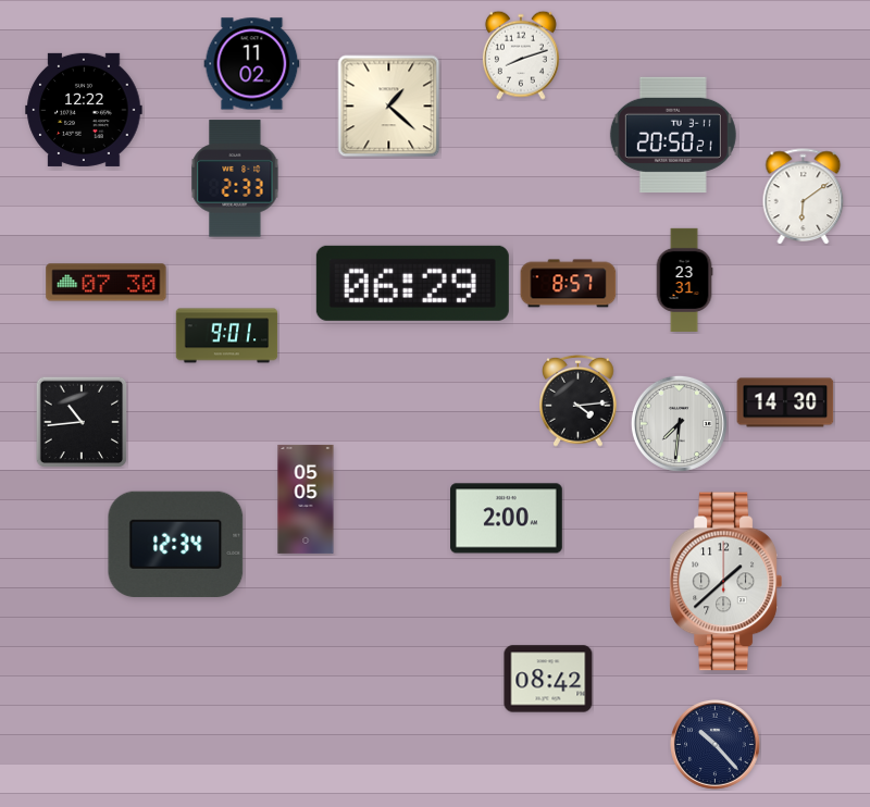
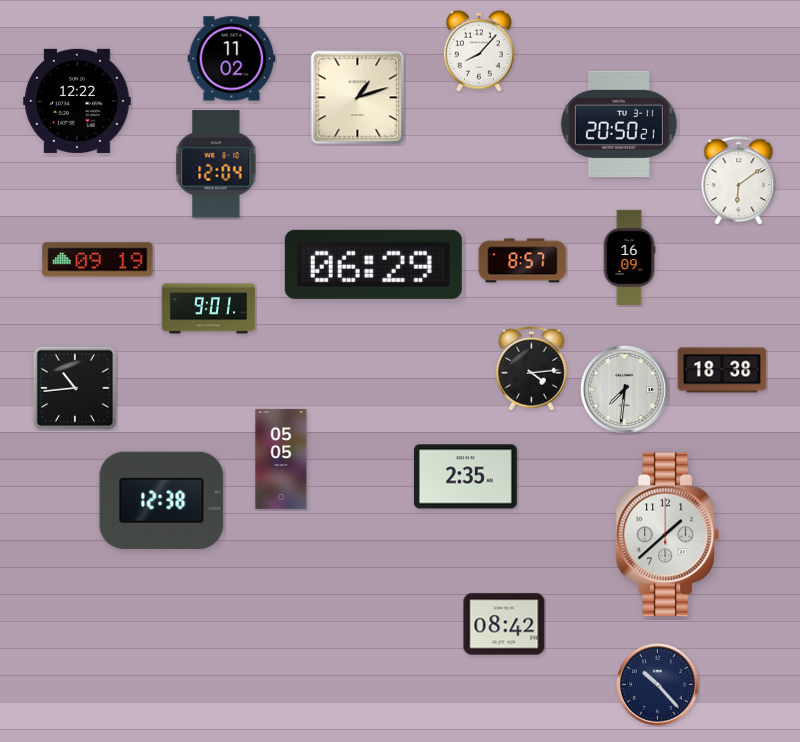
clock at (521, 55): 8:12 -> 8:07
clock at (389, 107): 1:22 -> 1:12
clock at (235, 178): 2:33 -> 12:04
clock at (684, 280): 23:31 -> 16:09
clock at (107, 283): 07:30 -> 09:19
clock at (412, 283) position: (412, 283) -> (373, 264)
clock at (785, 402): 14:30 -> 18:38
clock at (507, 519): 2:00 -> 2:35
clock at (176, 544): 12:34 -> 12:38
